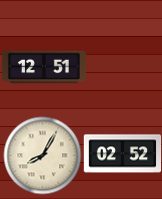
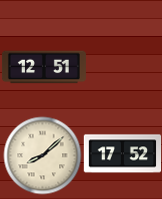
clock at (122, 154): 02:52 -> 17:52
clock at (42, 155): 8:05 -> 8:08
